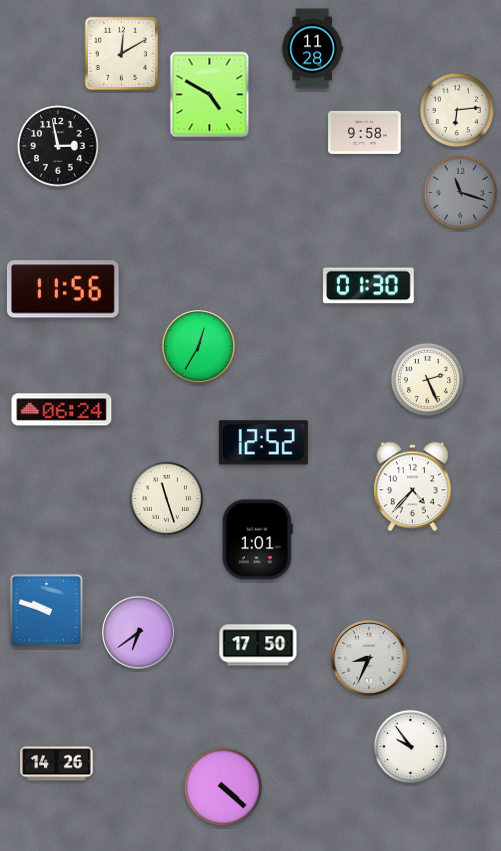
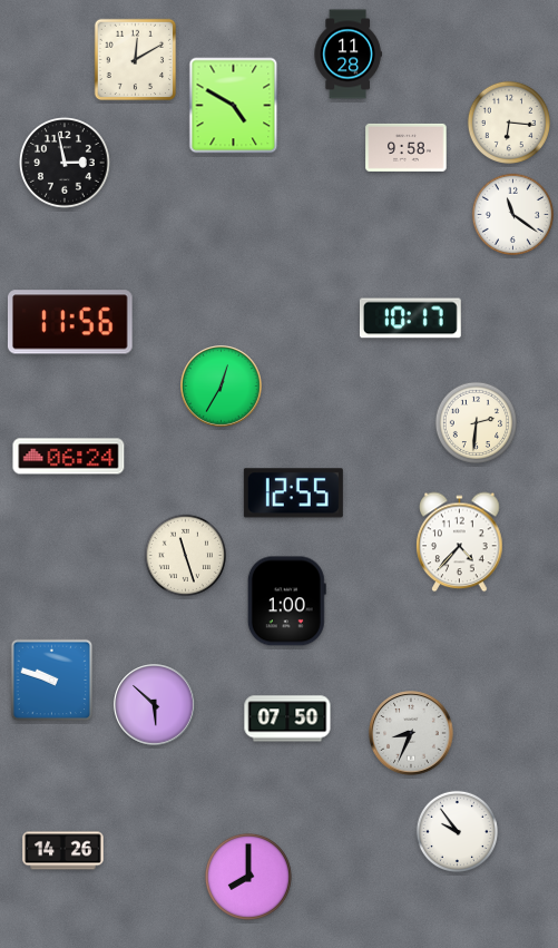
clock at (457, 110): 6:14 -> 6:16
clock at (460, 192): 11:18 -> 11:21
clock at (460, 192) dial: grey -> white
clock at (368, 286): 01:30 -> 10:17
clock at (427, 379): 2:26 -> 2:31
clock at (263, 443): 12:52 -> 12:55
clock at (257, 540): 1:01 -> 1:00
clock at (139, 633): 6:39 -> 5:52
clock at (258, 645): 17:50 -> 07:50
clock at (223, 787): 4:22 -> 8:00
